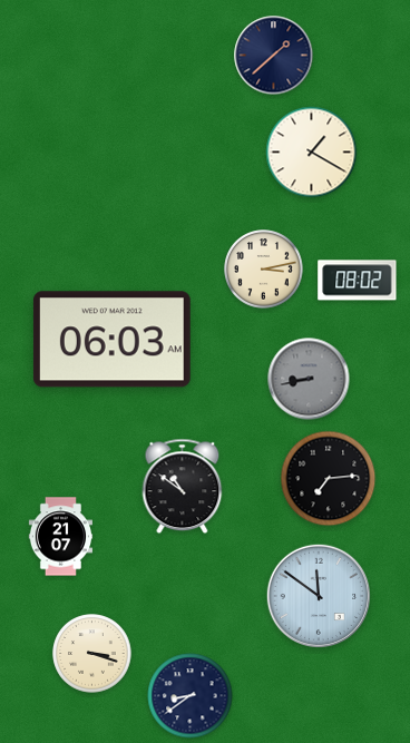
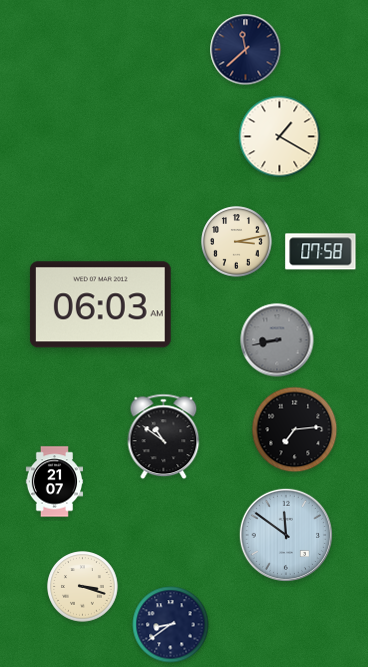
clock at (274, 56): 1:38 -> 11:38
clock at (358, 281): 08:02 -> 07:58
